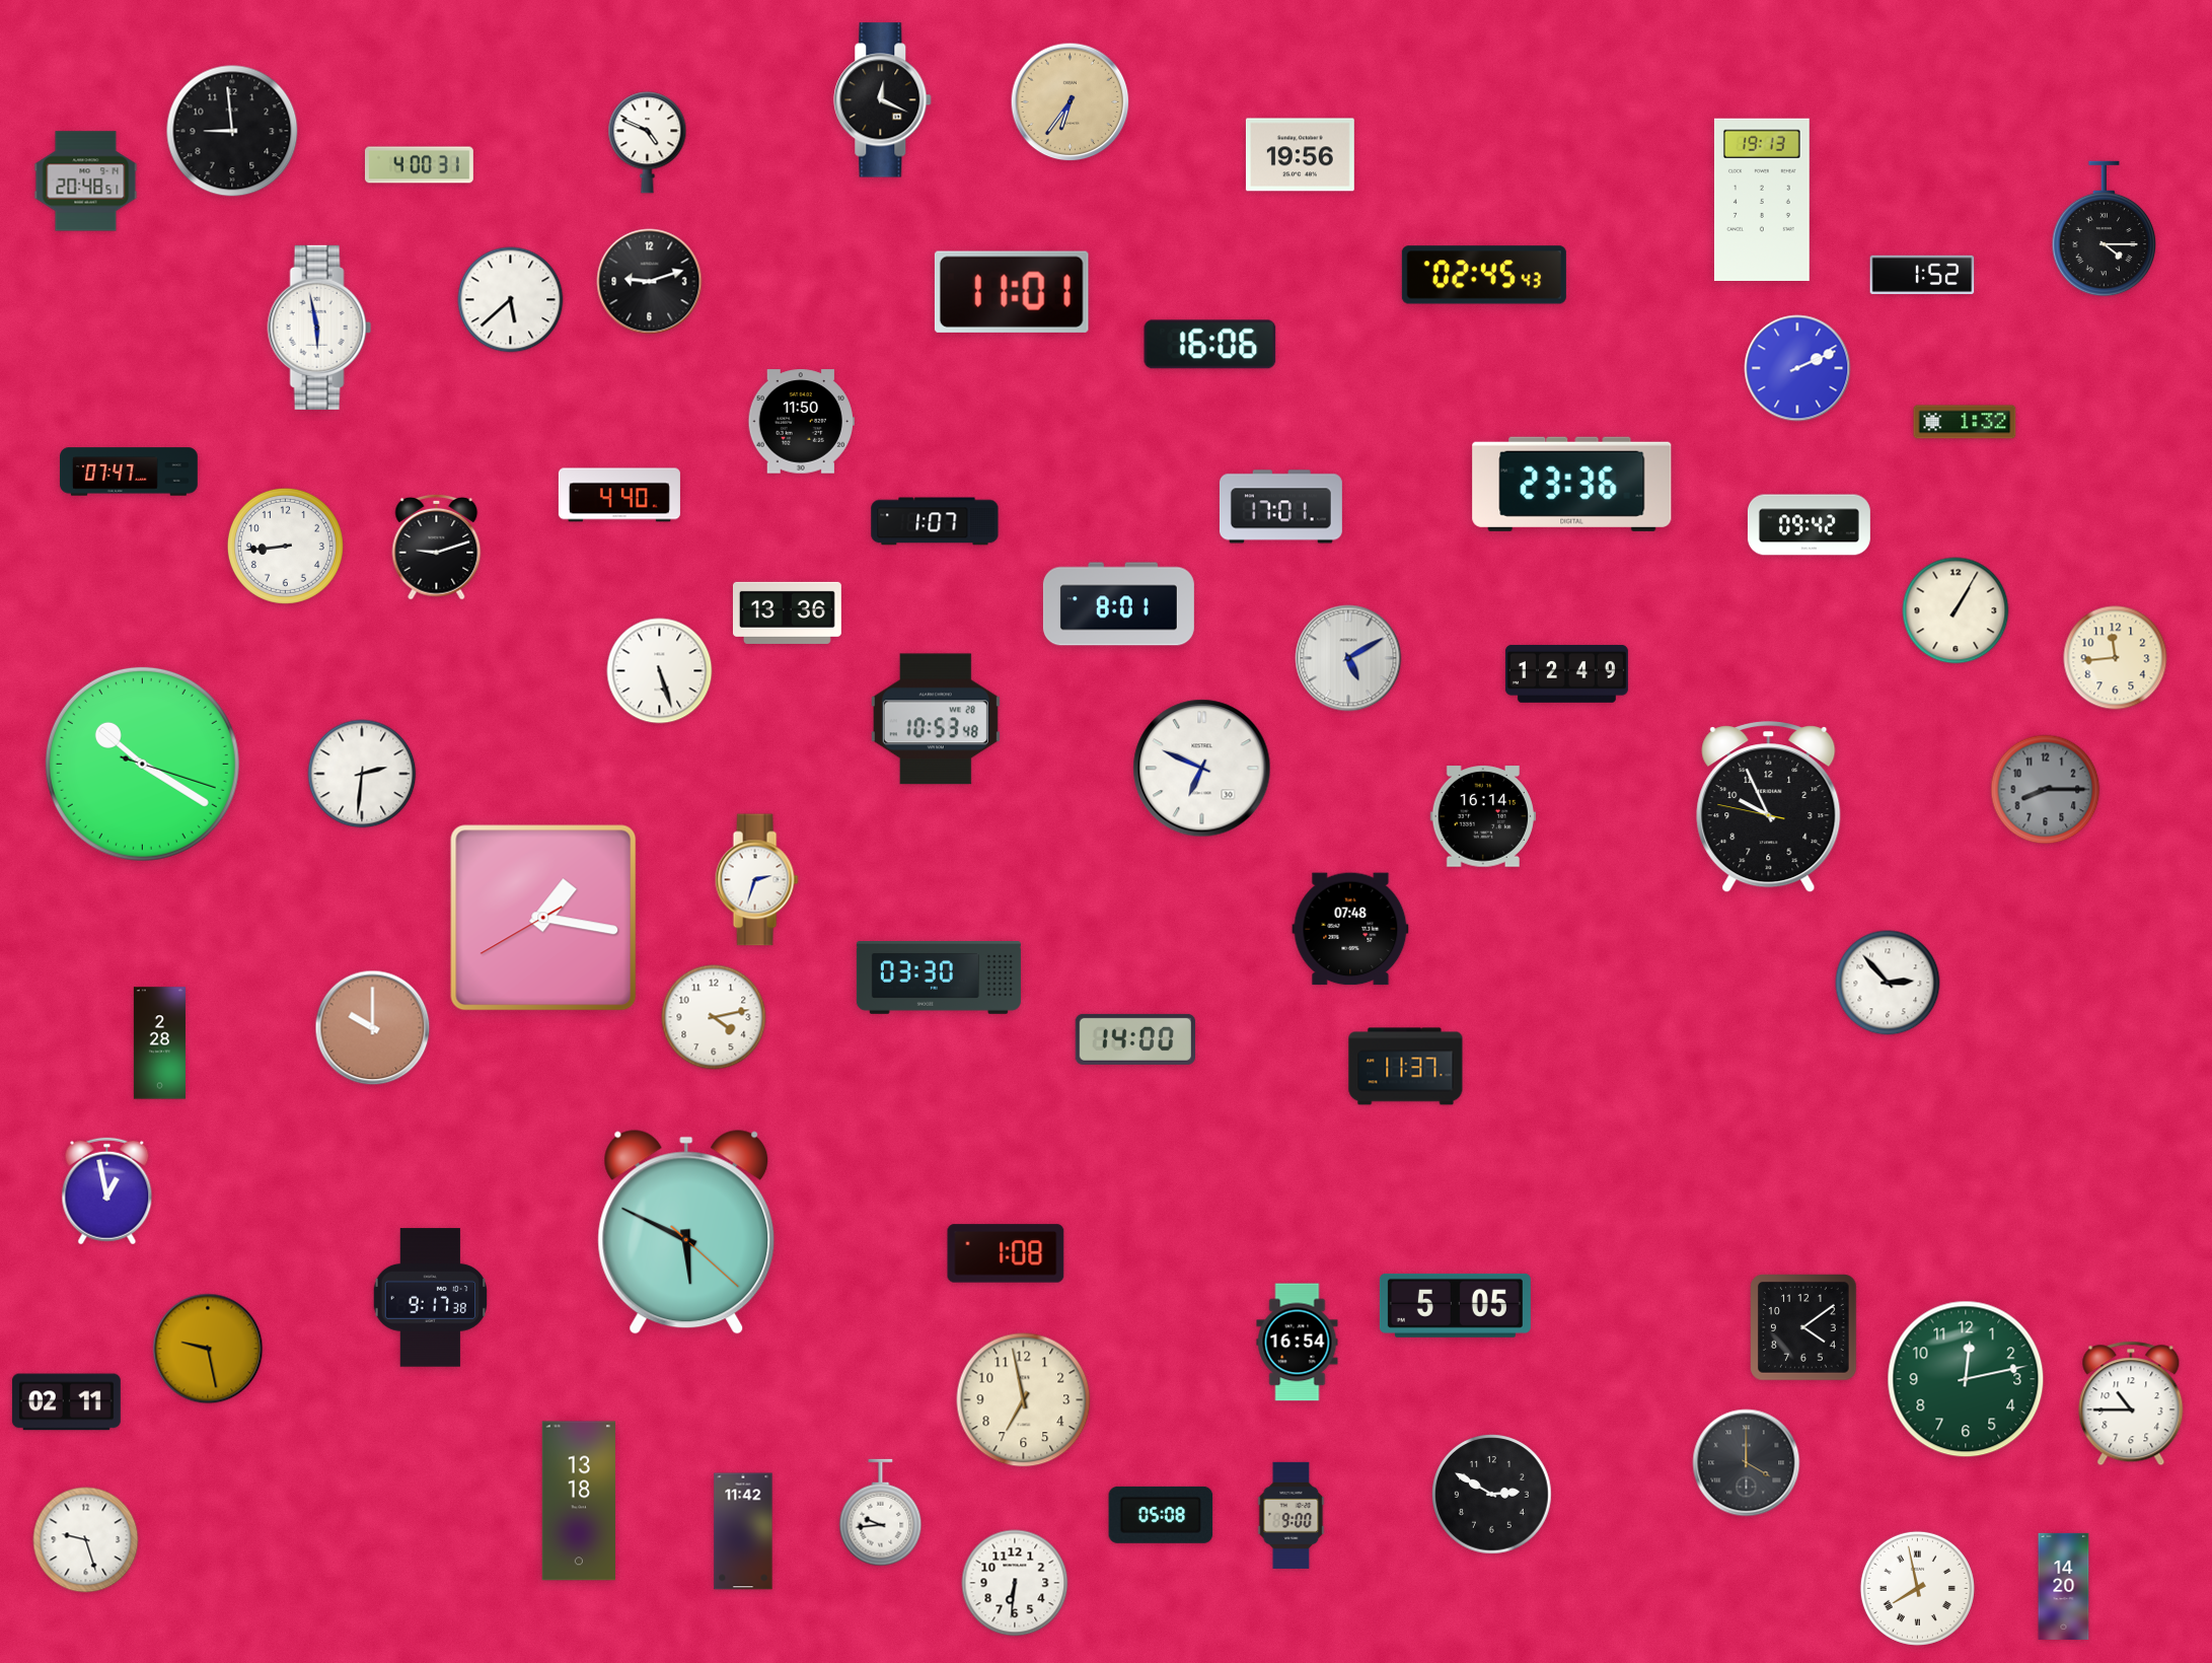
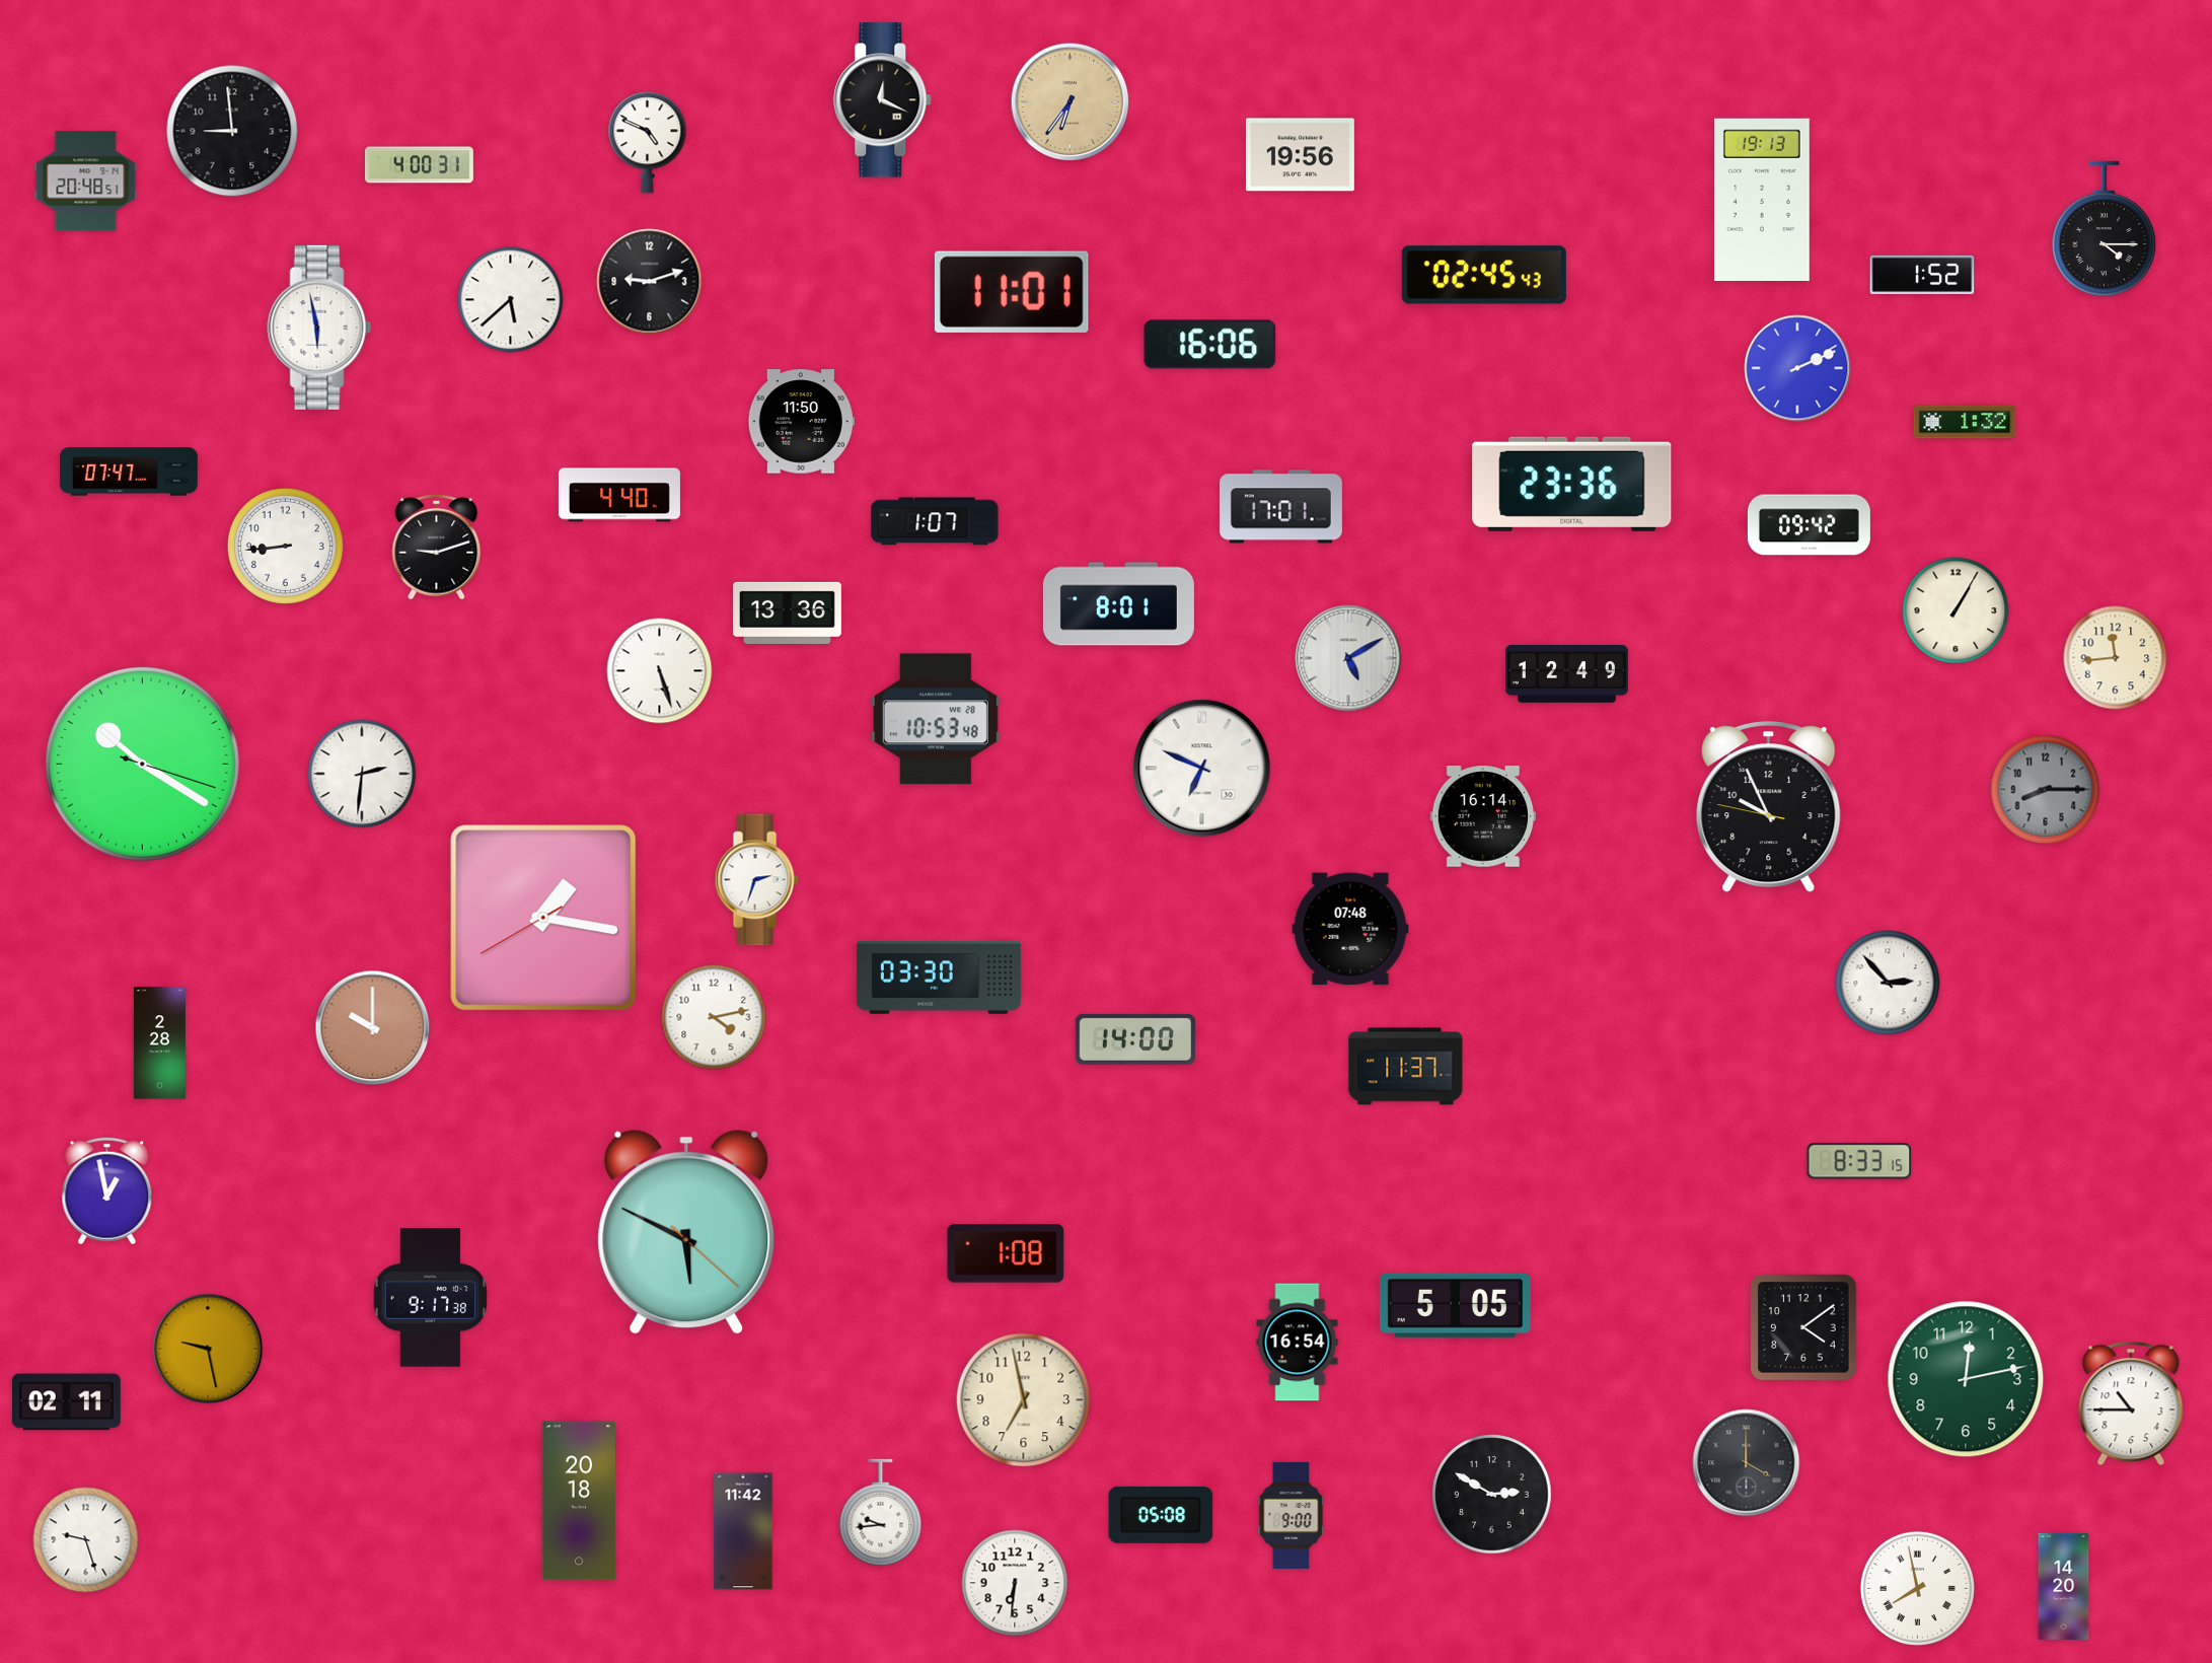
clock at (1859, 1161): none -> 8:33
clock at (578, 1501): 13:18 -> 20:18
